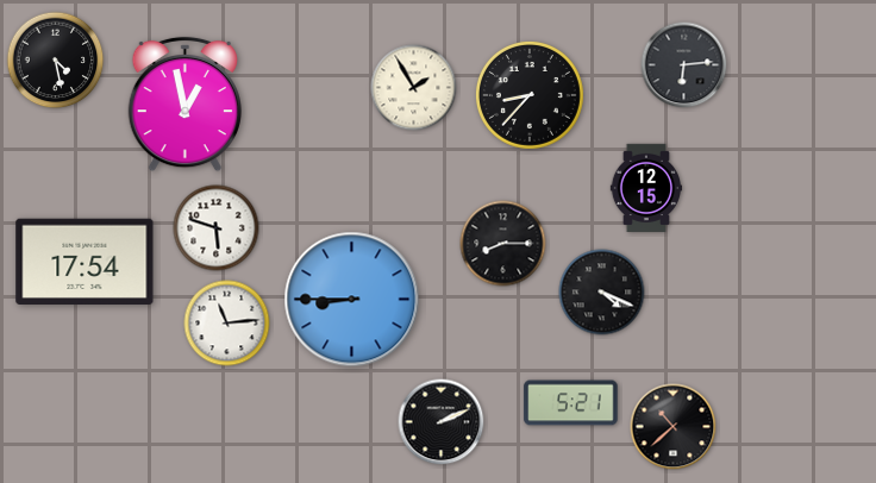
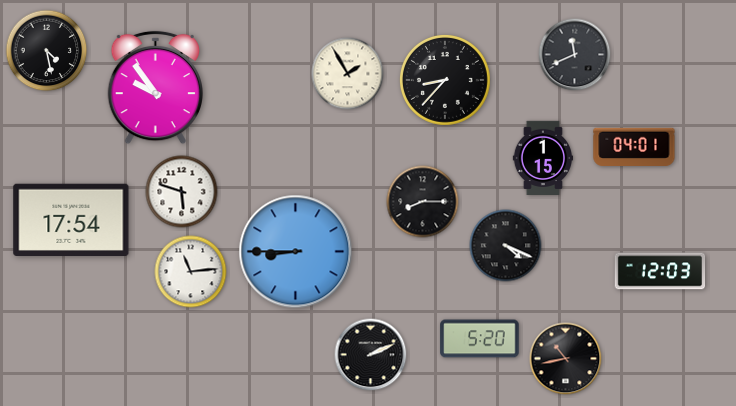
clock at (684, 65): 6:14 -> 11:41
clock at (184, 105): 12:58 -> 9:54
clock at (634, 146): none -> 04:01
clock at (645, 187): 12:15 -> 1:15
clock at (503, 244) position: (503, 244) -> (423, 202)
clock at (660, 271): none -> 12:03
clock at (571, 403): 5:21 -> 5:20
clock at (674, 427): 10:38 -> 10:43
